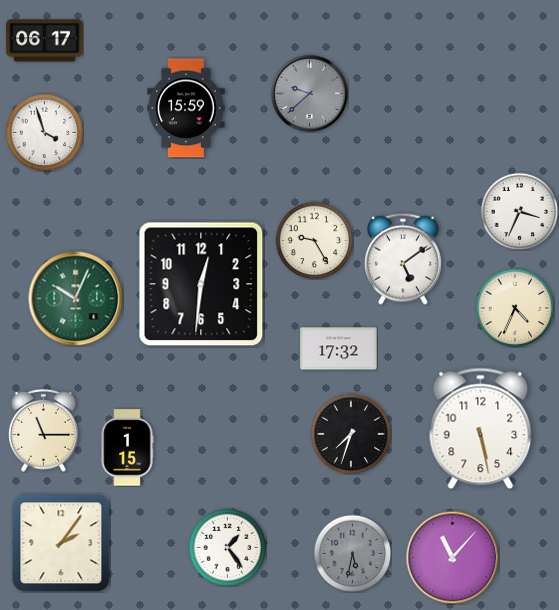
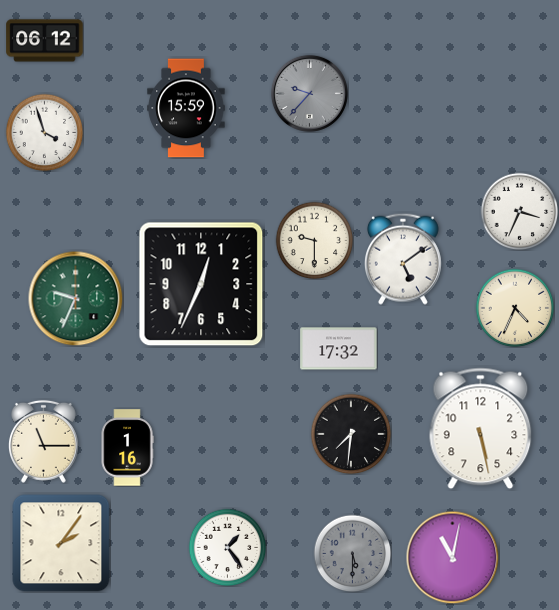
clock at (45, 41): 06:17 -> 06:12
clock at (309, 93): 9:38 -> 9:37
clock at (314, 240): 9:25 -> 9:30
clock at (201, 284): 12:31 -> 12:34
clock at (75, 298): 10:04 -> 9:34
clock at (43, 430) position: (43, 430) -> (43, 441)
clock at (351, 434): 7:33 -> 7:31
clock at (127, 448): 1:15 -> 1:16
clock at (352, 553): 5:32 -> 5:30
clock at (452, 557): 11:07 -> 11:02
